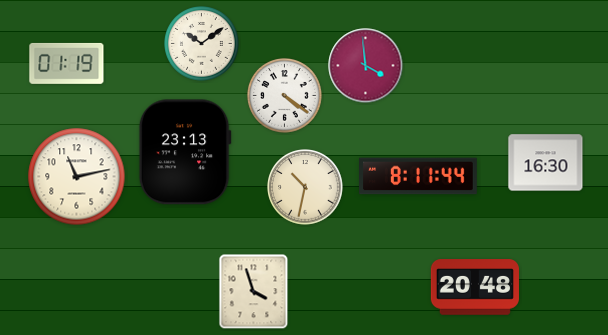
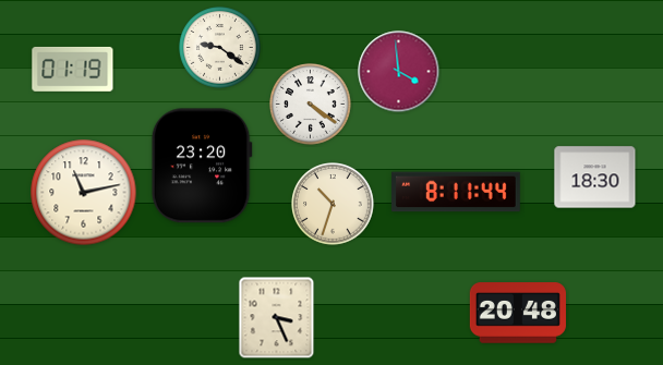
clock at (202, 44): 10:09 -> 9:21
clock at (185, 152): 23:13 -> 23:20
clock at (546, 163): 16:30 -> 18:30
clock at (306, 188): 10:32 -> 10:33
clock at (254, 292): 3:57 -> 3:26
